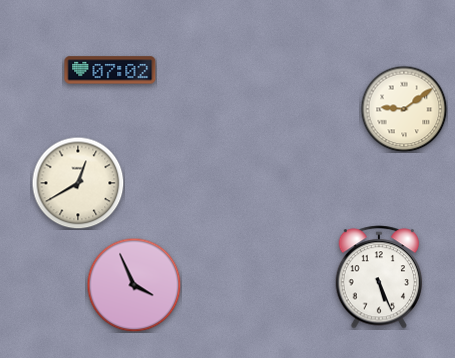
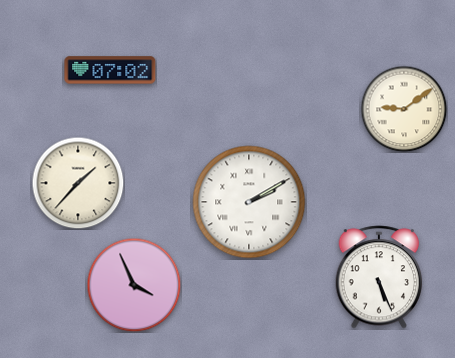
clock at (78, 183): 12:40 -> 1:37
clock at (249, 202): none -> 2:10
